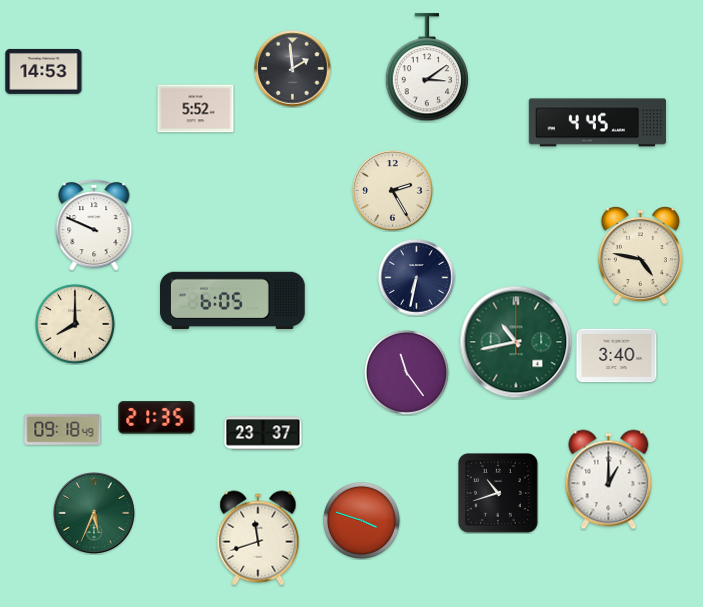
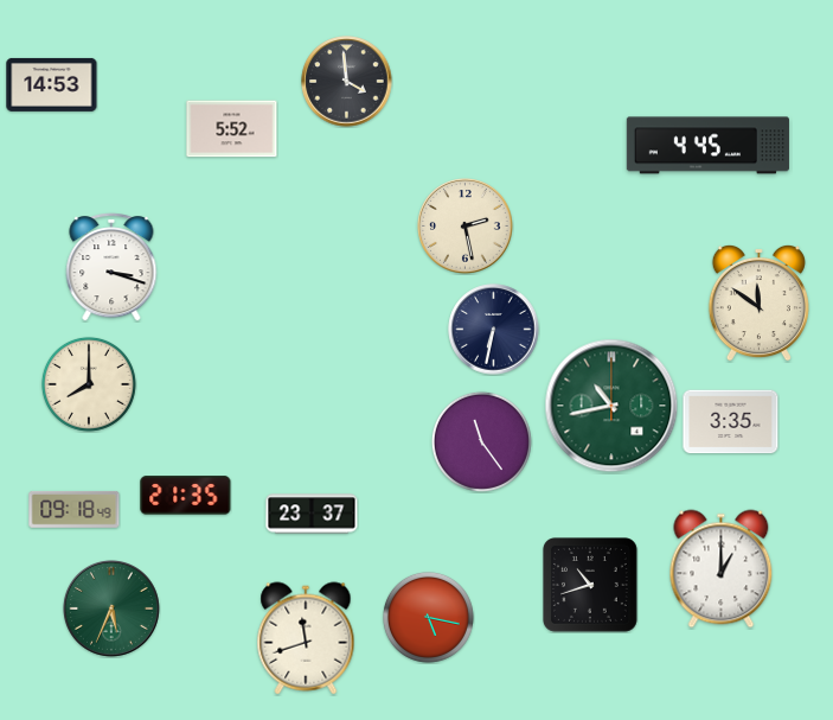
clock at (426, 68): 3:09 -> none
clock at (293, 69): 1:59 -> 3:59
clock at (393, 191): 2:25 -> 2:28
clock at (94, 225): 9:49 -> 3:18
clock at (640, 255): 4:47 -> 11:51
clock at (233, 300): 6:05 -> none
clock at (617, 356): 3:40 -> 3:35
clock at (361, 520): 3:48 -> 5:17
